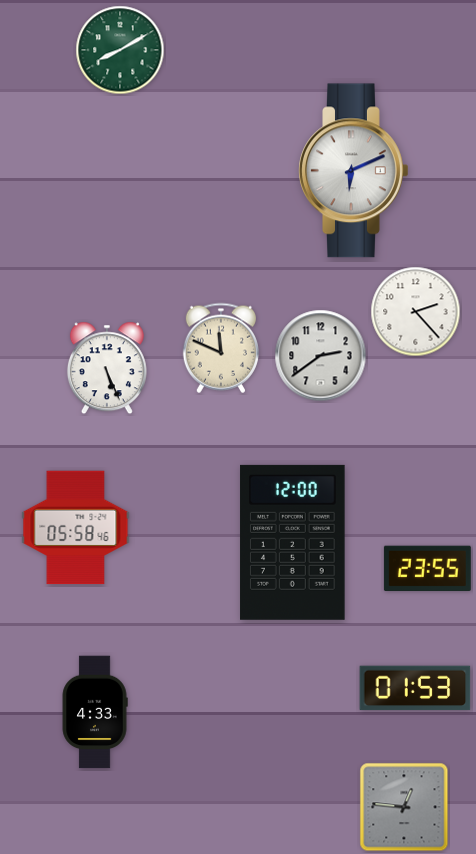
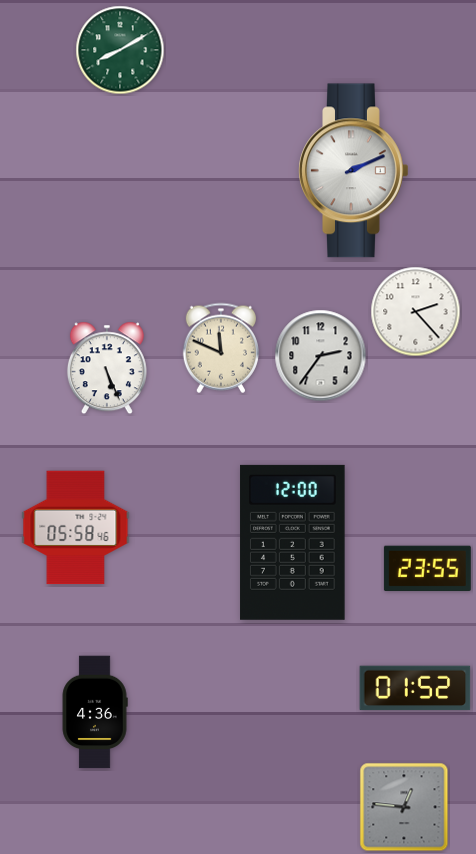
clock at (354, 171): 6:11 -> 2:11
clock at (321, 356): 2:39 -> 2:36
clock at (415, 688): 01:53 -> 01:52
clock at (95, 712): 4:33 -> 4:36
